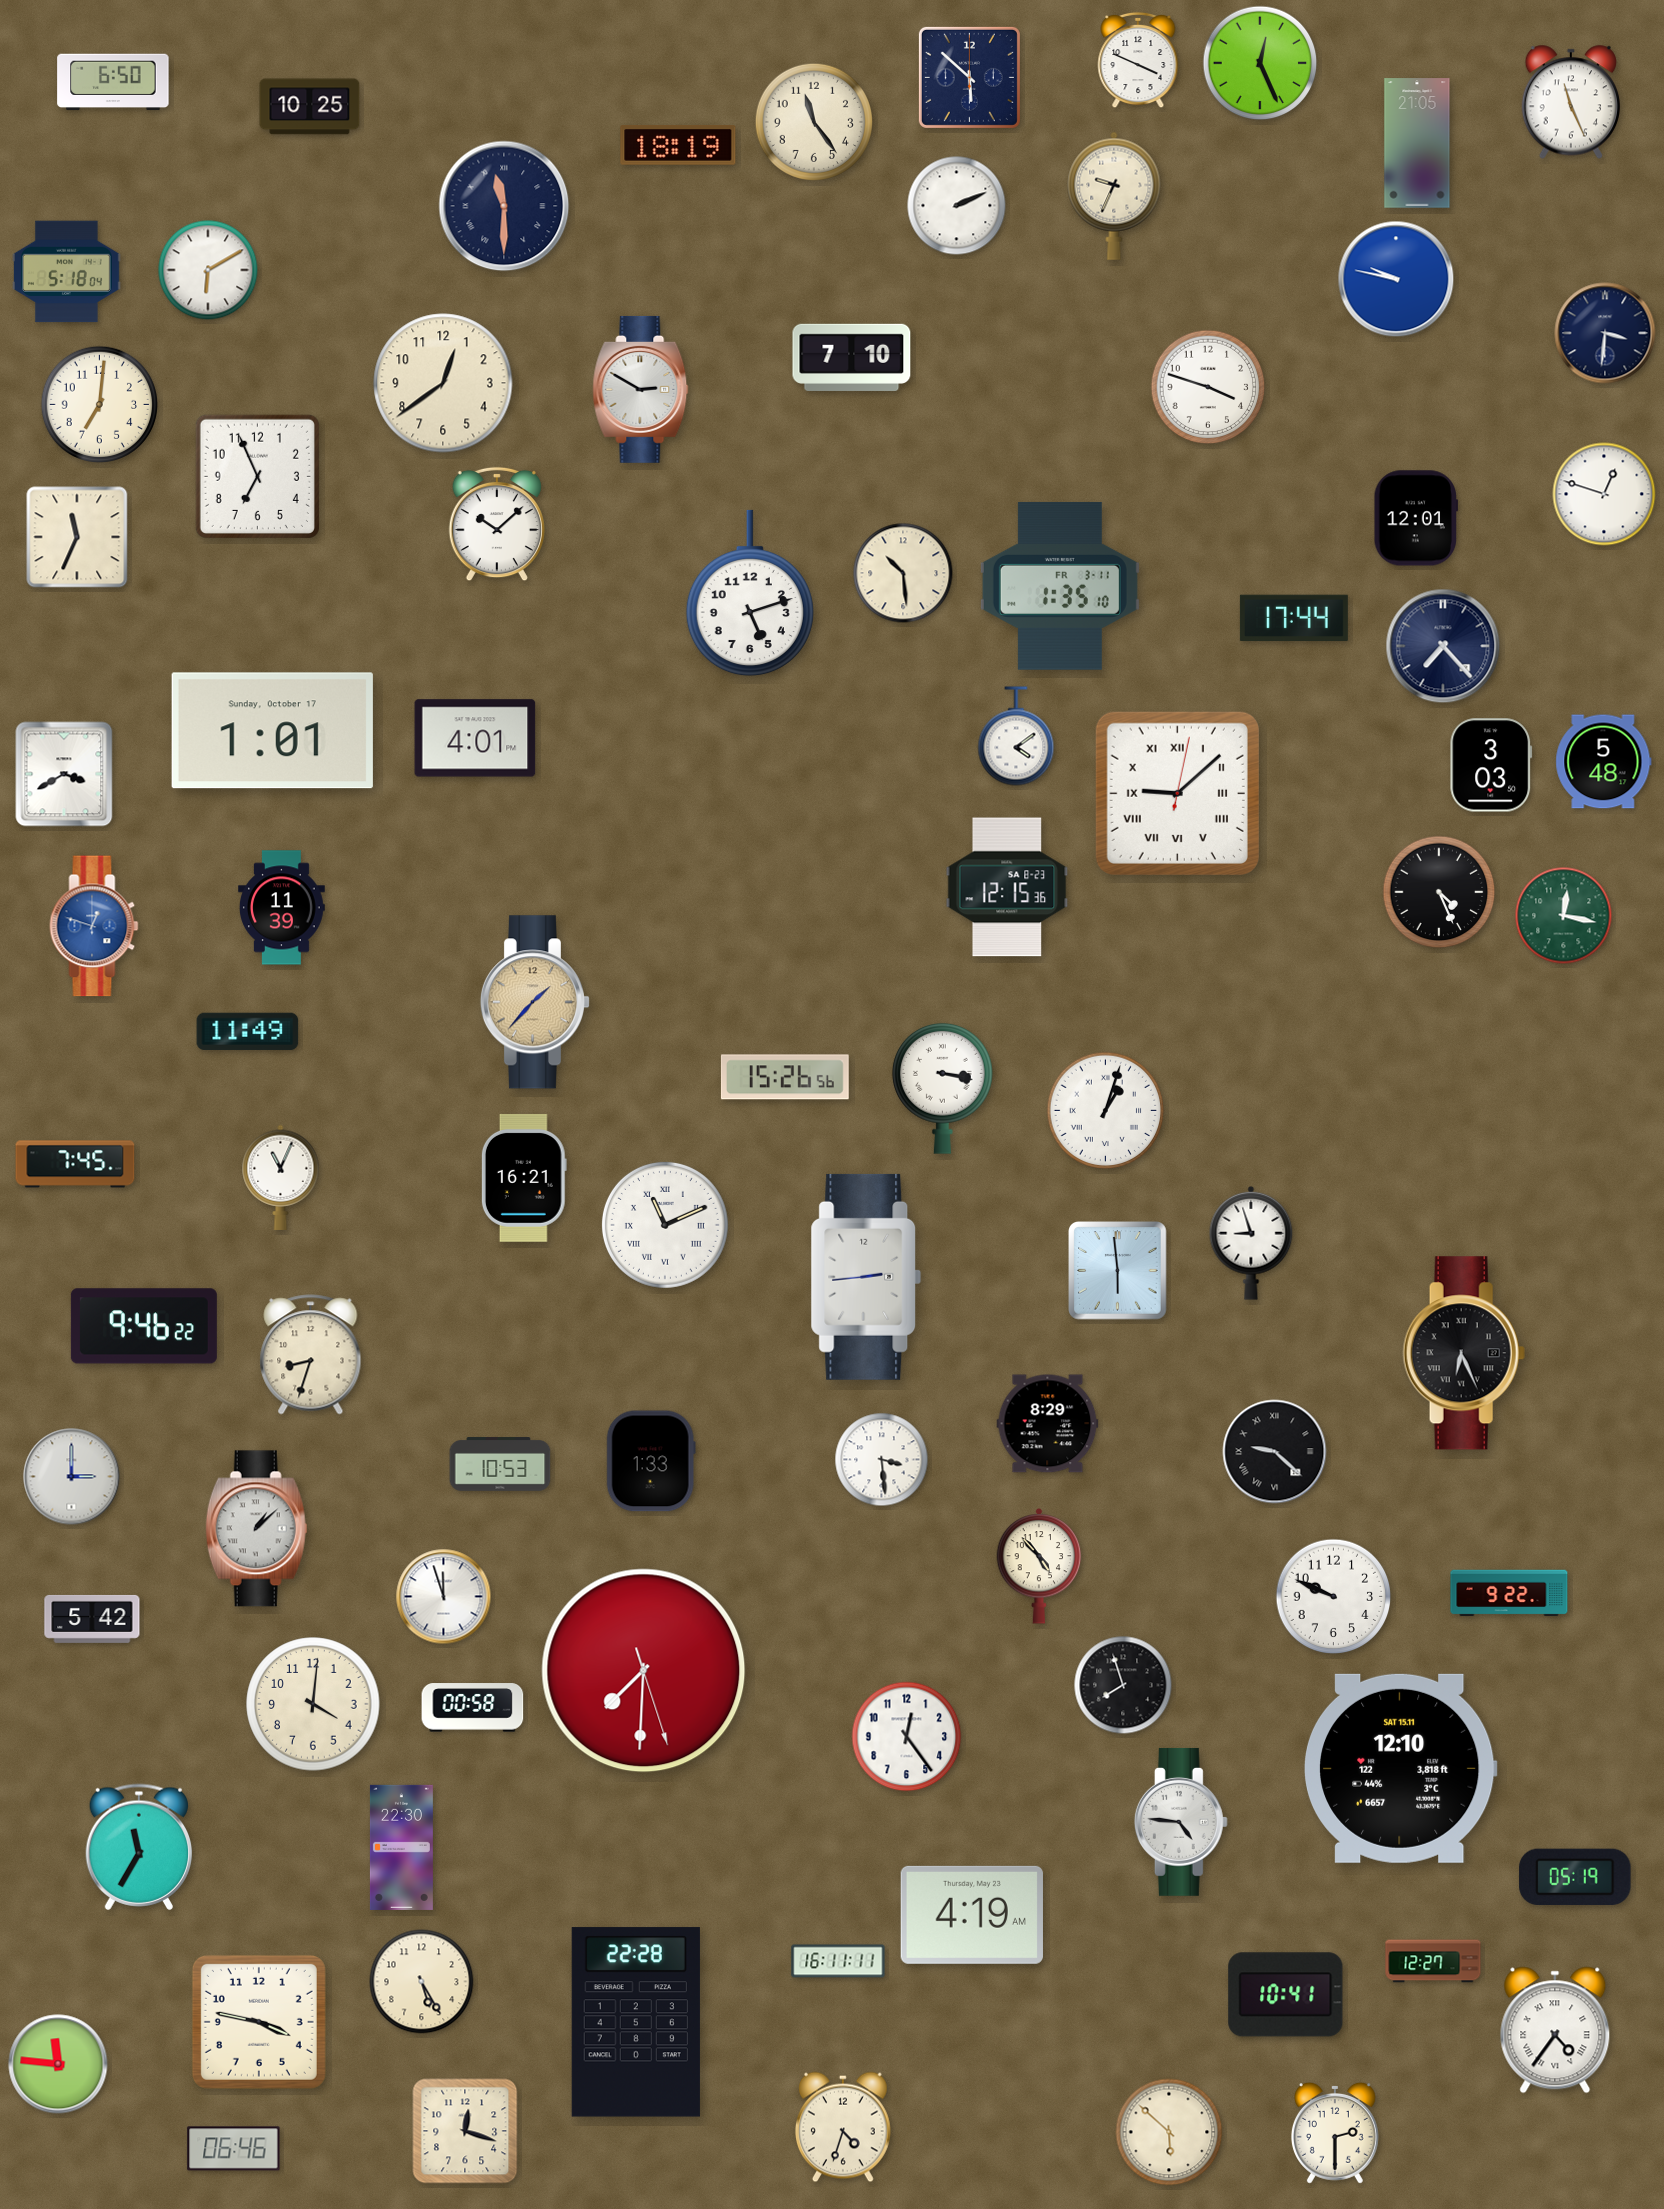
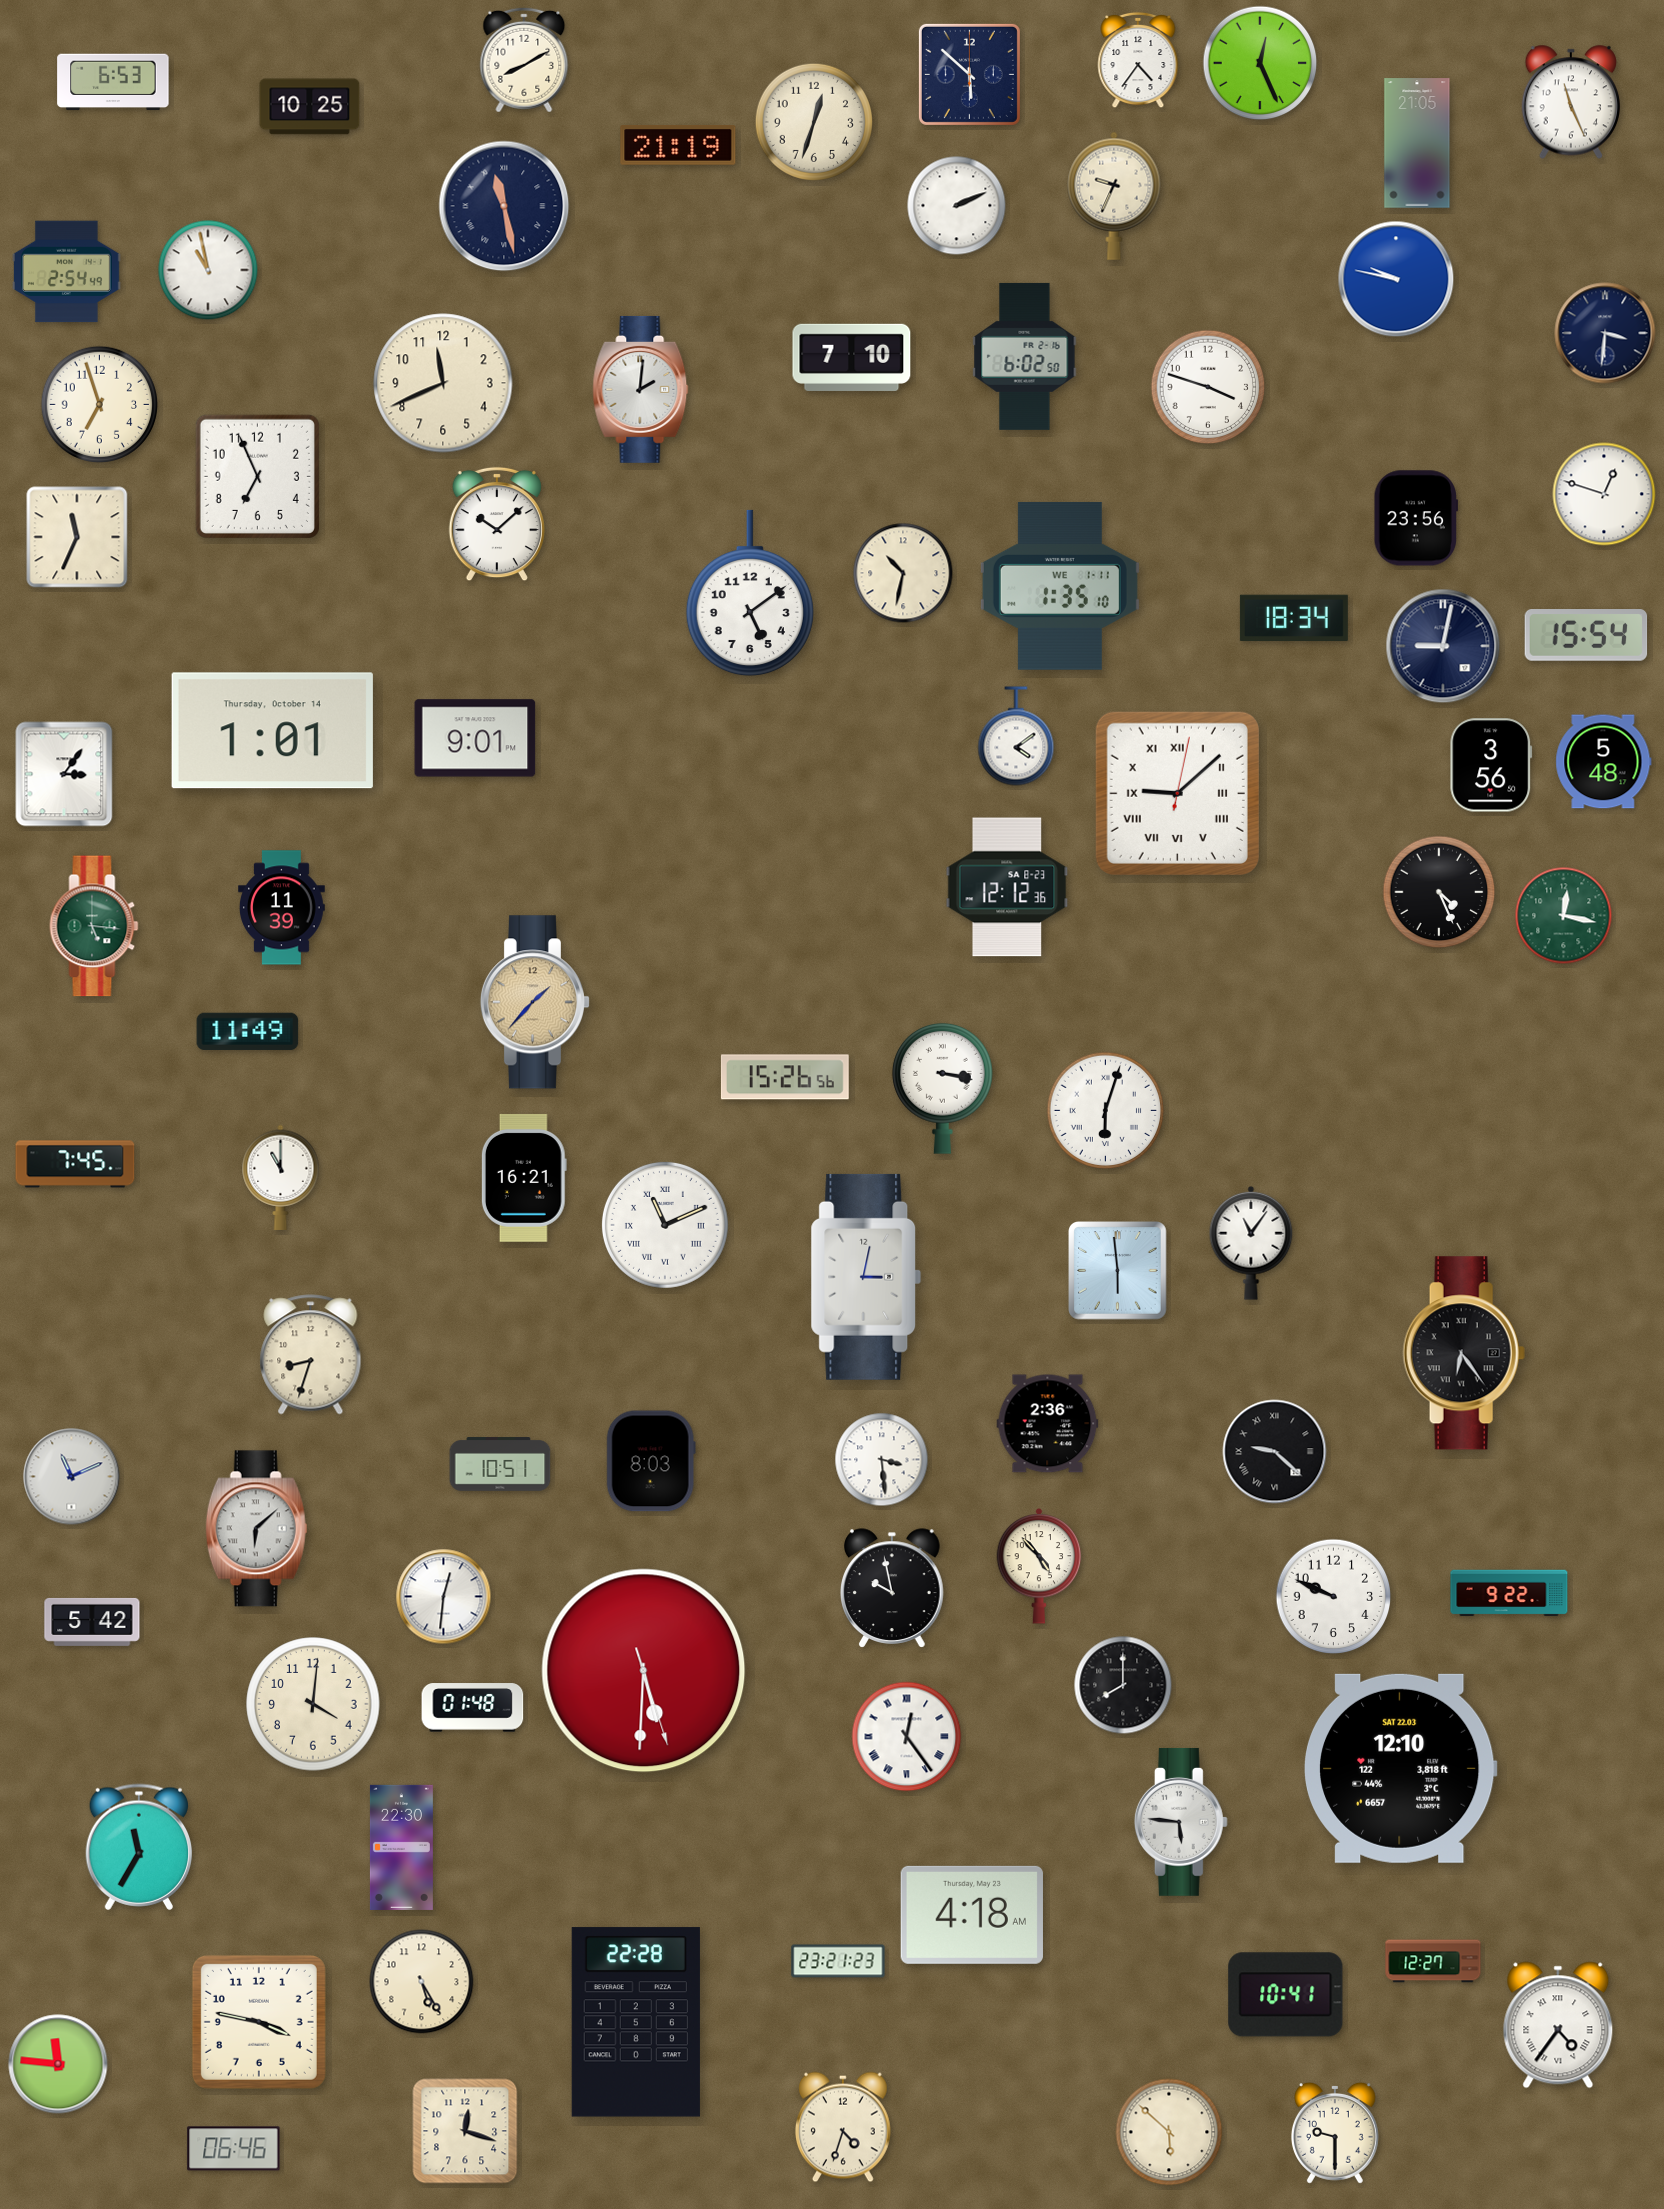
clock at (524, 60): none -> 8:10
clock at (1138, 60): 3:49 -> 4:36
clock at (969, 77) position: (969, 77) -> (969, 74)
clock at (113, 82): 6:50 -> 6:53
clock at (813, 121): 11:24 -> 12:33
clock at (678, 146): 18:19 -> 21:19
clock at (504, 206): 11:30 -> 11:28
clock at (208, 270): 6:10 -> 10:58
clock at (67, 272): 5:18 -> 2:54
clock at (1025, 356): none -> 6:02
clock at (443, 383): 12:39 -> 11:41
clock at (641, 389): 2:50 -> 2:01
clock at (99, 404): 7:01 -> 6:57
clock at (1416, 518): 12:01 -> 23:56
clock at (903, 573): 10:29 -> 10:32
clock at (1060, 586) date: FR 3-11 -> WE 1-11
clock at (750, 593): 5:12 -> 5:09
clock at (1294, 618): 17:44 -> 18:34
clock at (1586, 635): none -> 15:54
clock at (1443, 646): 7:23 -> 9:02
clock at (272, 731) date: Sunday, October 17 -> Thursday, October 14
clock at (475, 738): 4:01 -> 9:01
clock at (1491, 765): 3:03 -> 3:56
clock at (64, 774): 3:40 -> 3:06
clock at (1007, 887): 12:15 -> 12:12
clock at (94, 926): 12:48 -> 5:16
clock at (94, 926) dial: blue -> green
clock at (1105, 1110): 1:03 -> 6:03
clock at (281, 1177): 11:04 -> 11:00
clock at (1251, 1243): 8:57 -> 11:06
clock at (866, 1277): 2:44 -> 3:02
clock at (144, 1326): 9:46 -> none
clock at (1464, 1353): 6:26 -> 6:24
clock at (1048, 1424): 8:29 -> 2:36
clock at (651, 1461): 1:33 -> 8:03
clock at (500, 1464): 10:53 -> 10:51
clock at (72, 1477): 3:00 -> 11:11
clock at (257, 1529): 1:08 -> 6:08
clock at (893, 1588): none -> 9:58
clock at (444, 1597): 11:57 -> 12:31
clock at (92, 1619) position: (92, 1619) -> (92, 1622)
clock at (644, 1671): 7:30 -> 5:30
clock at (1123, 1685): 7:57 -> 8:00
clock at (473, 1708): 00:58 -> 01:48
clock at (907, 1737) numerals: Arabic -> Roman
clock at (1400, 1768) date: SAT 15.11 -> SAT 22.03
clock at (1181, 1822): 4:46 -> 5:46
clock at (1575, 1877): 05:19 -> none
clock at (972, 1915): 4:19 -> 4:18
clock at (838, 1961): 16:11 -> 23:21
clock at (1555, 2030) position: (1555, 2030) -> (1558, 2025)
clock at (1335, 2133): 2:30 -> 9:30
